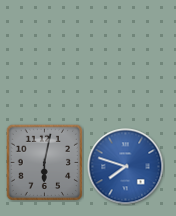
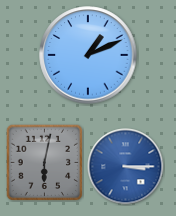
clock at (88, 55): none -> 1:11
clock at (126, 167): 7:48 -> 3:15
